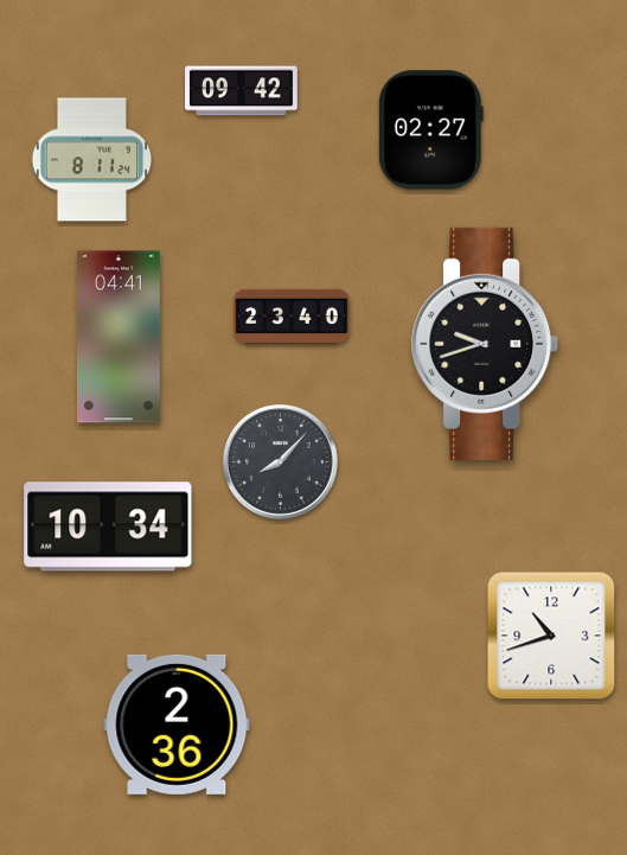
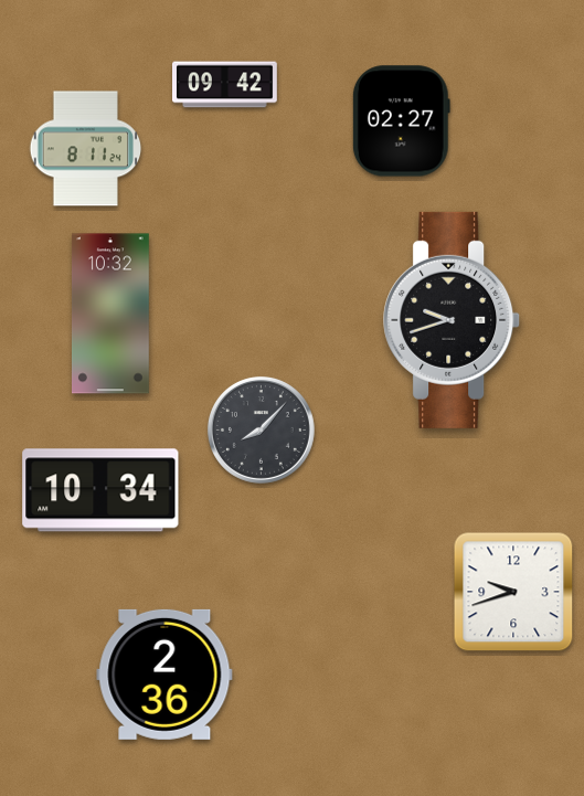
clock at (292, 317): 23:40 -> none
clock at (120, 337): 04:41 -> 10:32
clock at (551, 636): 10:42 -> 9:42
